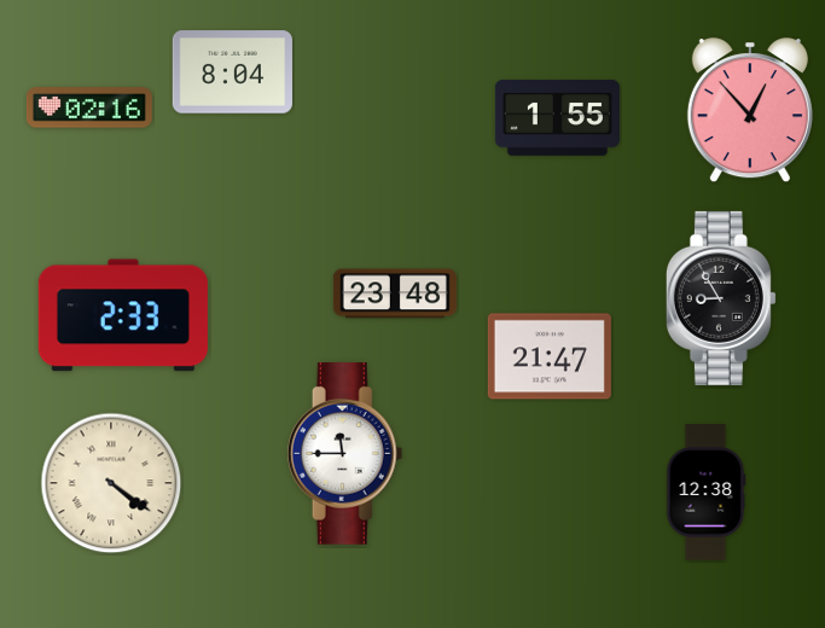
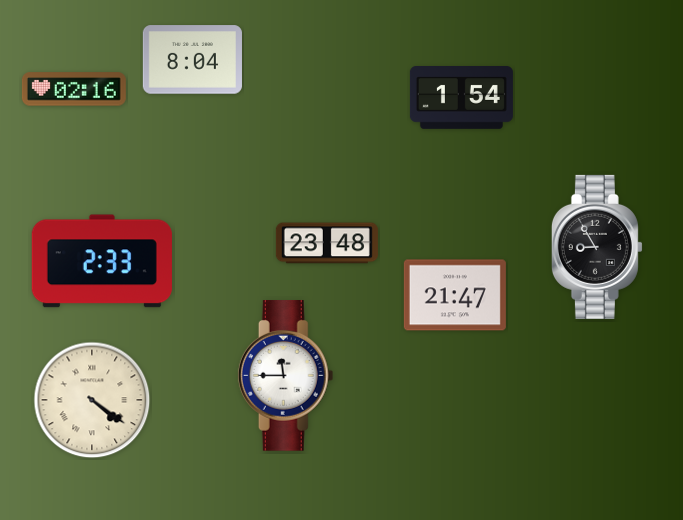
clock at (750, 111): 12:53 -> none
clock at (557, 118): 1:55 -> 1:54
clock at (707, 493): 12:38 -> none
